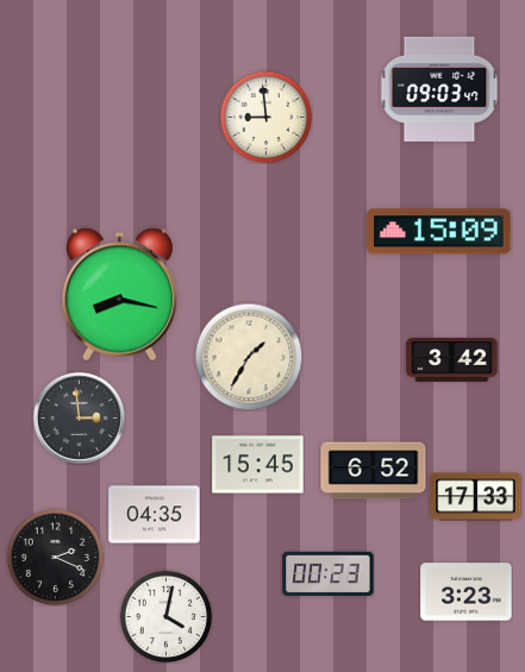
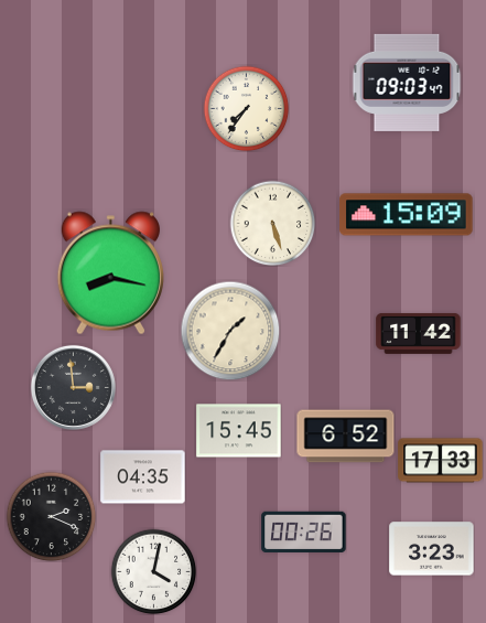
clock at (265, 117): 8:59 -> 7:36
clock at (272, 223): none -> 5:27
clock at (452, 359): 3:42 -> 11:42
clock at (329, 574): 00:23 -> 00:26
